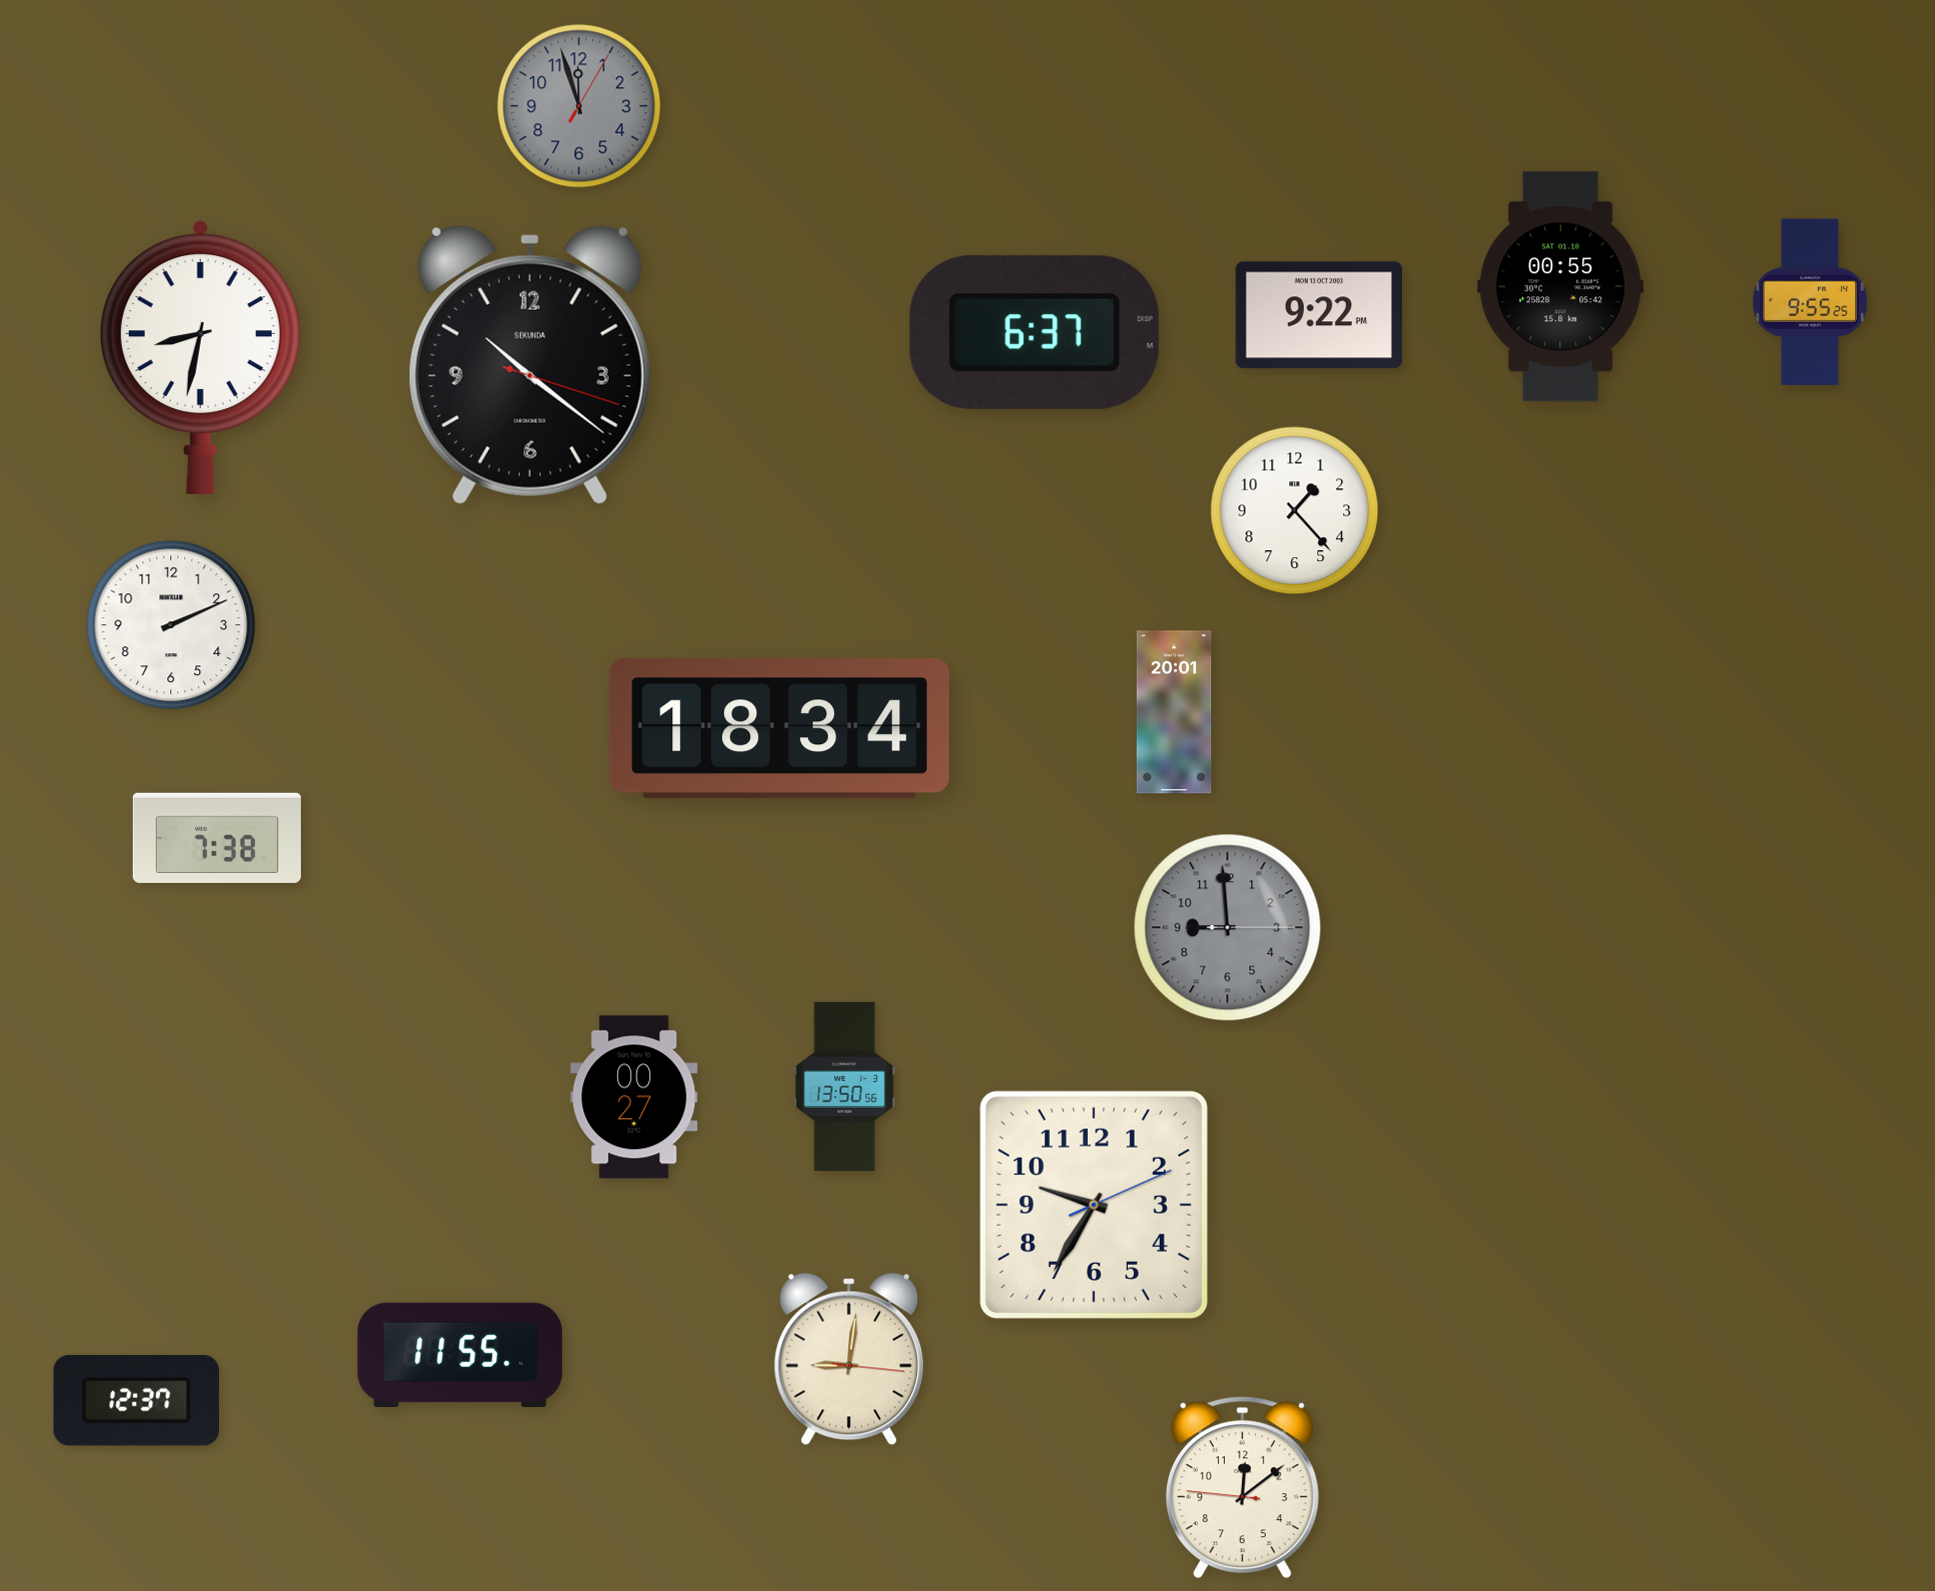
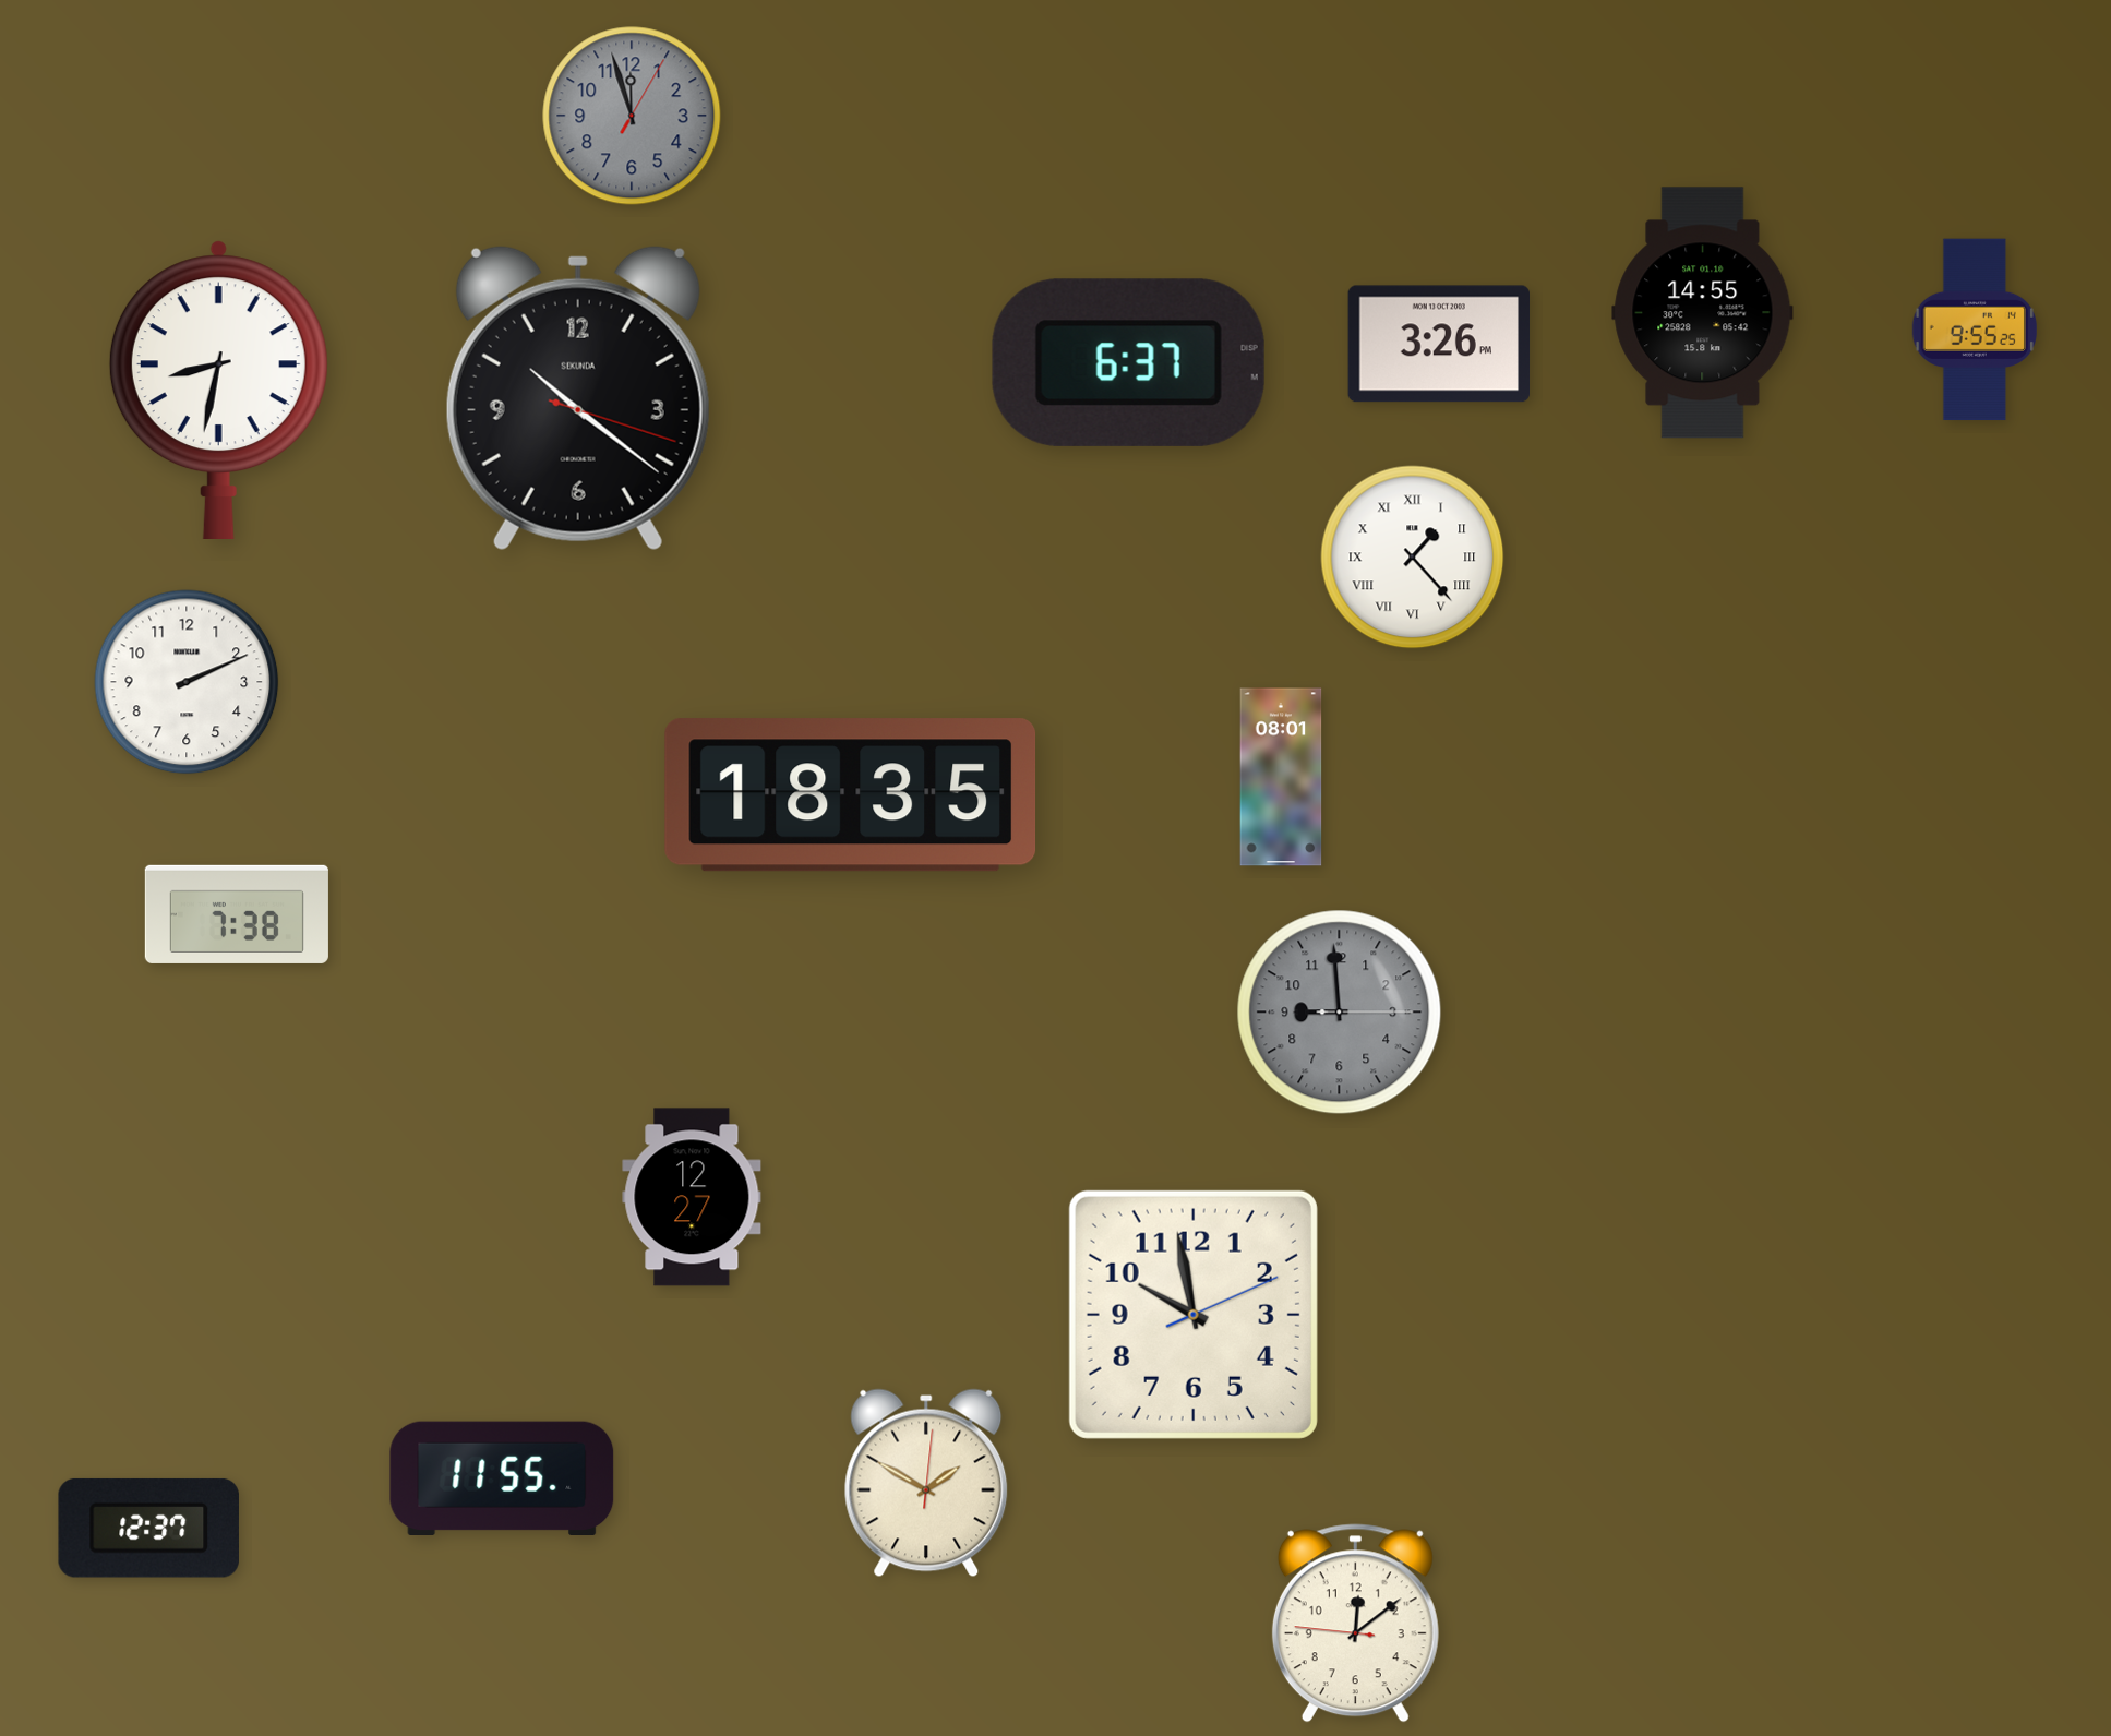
clock at (1561, 287): 00:55 -> 14:55
clock at (1319, 315): 9:22 -> 3:26
clock at (1295, 511) numerals: Arabic -> Roman
clock at (1174, 712): 20:01 -> 08:01
clock at (780, 729): 18:34 -> 18:35
clock at (845, 1086): 13:50 -> none
clock at (634, 1097): 00:27 -> 12:27
clock at (1094, 1205): 9:35 -> 9:58
clock at (849, 1359): 9:01 -> 1:50
